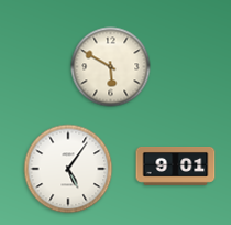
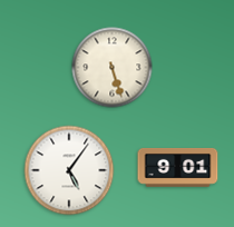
clock at (111, 67): 5:50 -> 5:27
